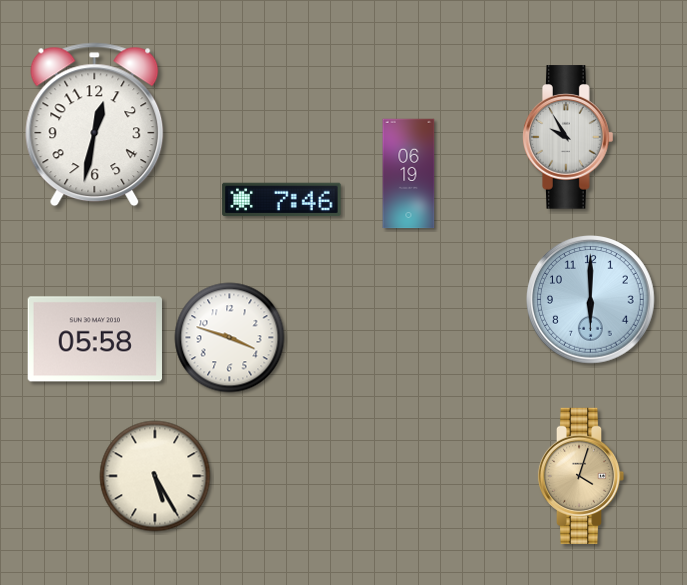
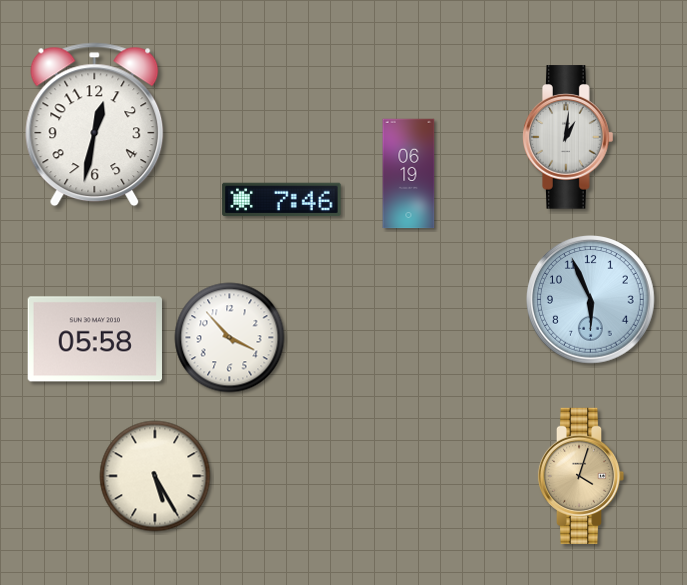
clock at (568, 137): 9:55 -> 1:01
clock at (591, 300): 6:00 -> 5:56
clock at (230, 338): 3:48 -> 3:53
